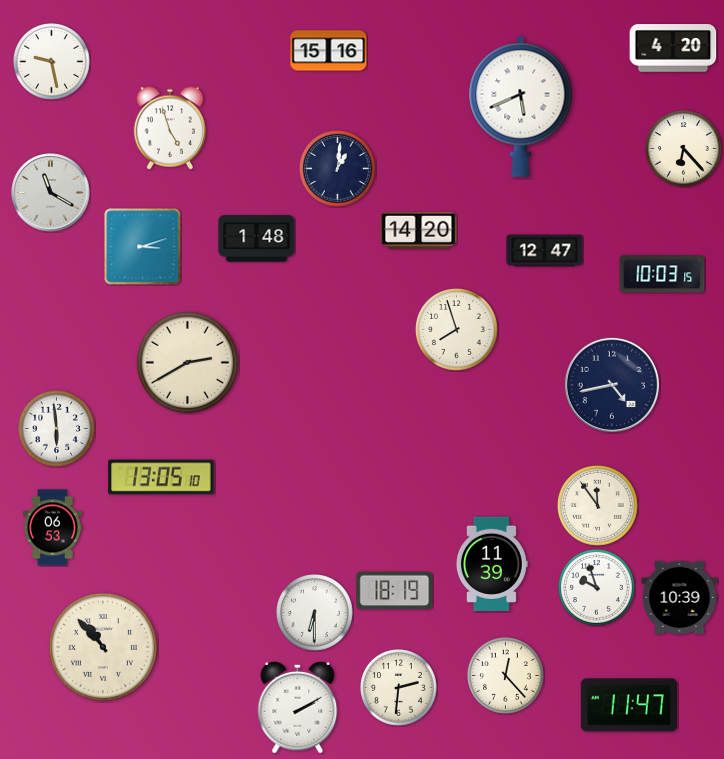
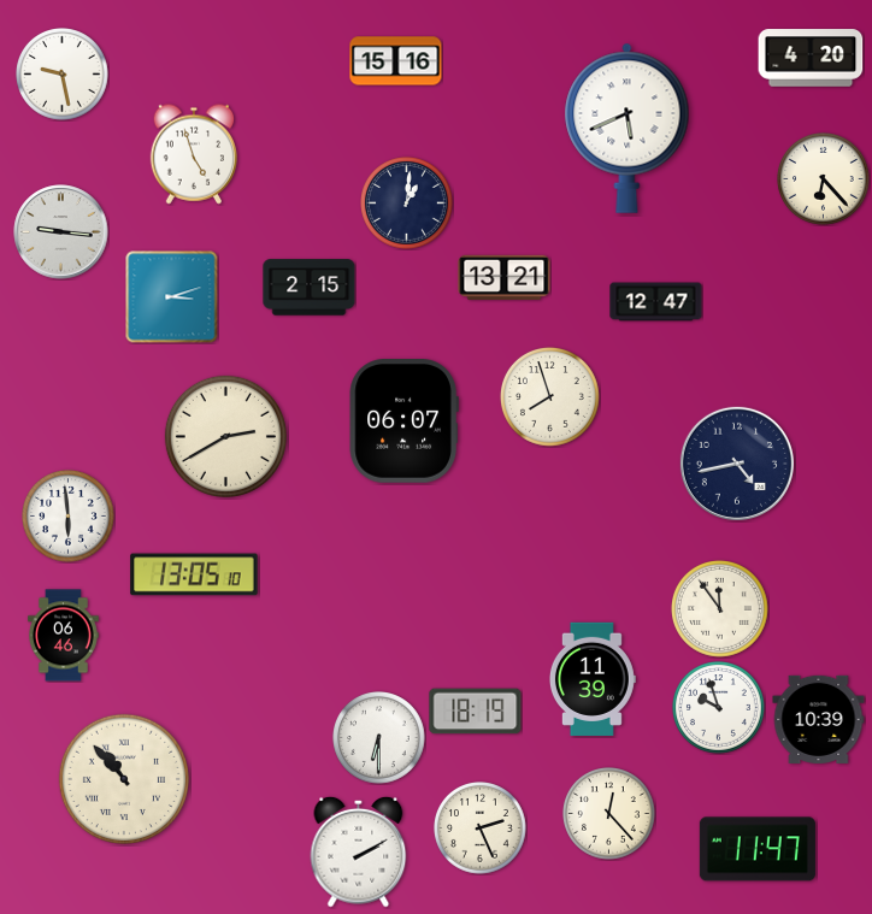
clock at (169, 128) position: (169, 128) -> (193, 154)
clock at (51, 193): 11:20 -> 9:16
clock at (419, 230): 14:20 -> 13:21
clock at (257, 239): 1:48 -> 2:15
clock at (662, 274): 10:03 -> none
clock at (403, 421): none -> 06:07
clock at (52, 528): 06:53 -> 06:46
clock at (399, 688): 2:31 -> 2:26
